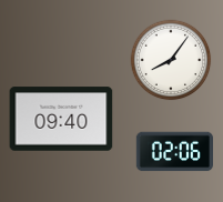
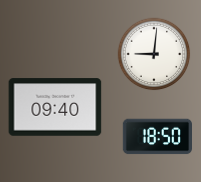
clock at (171, 60): 8:06 -> 9:01
clock at (175, 152): 02:06 -> 18:50
